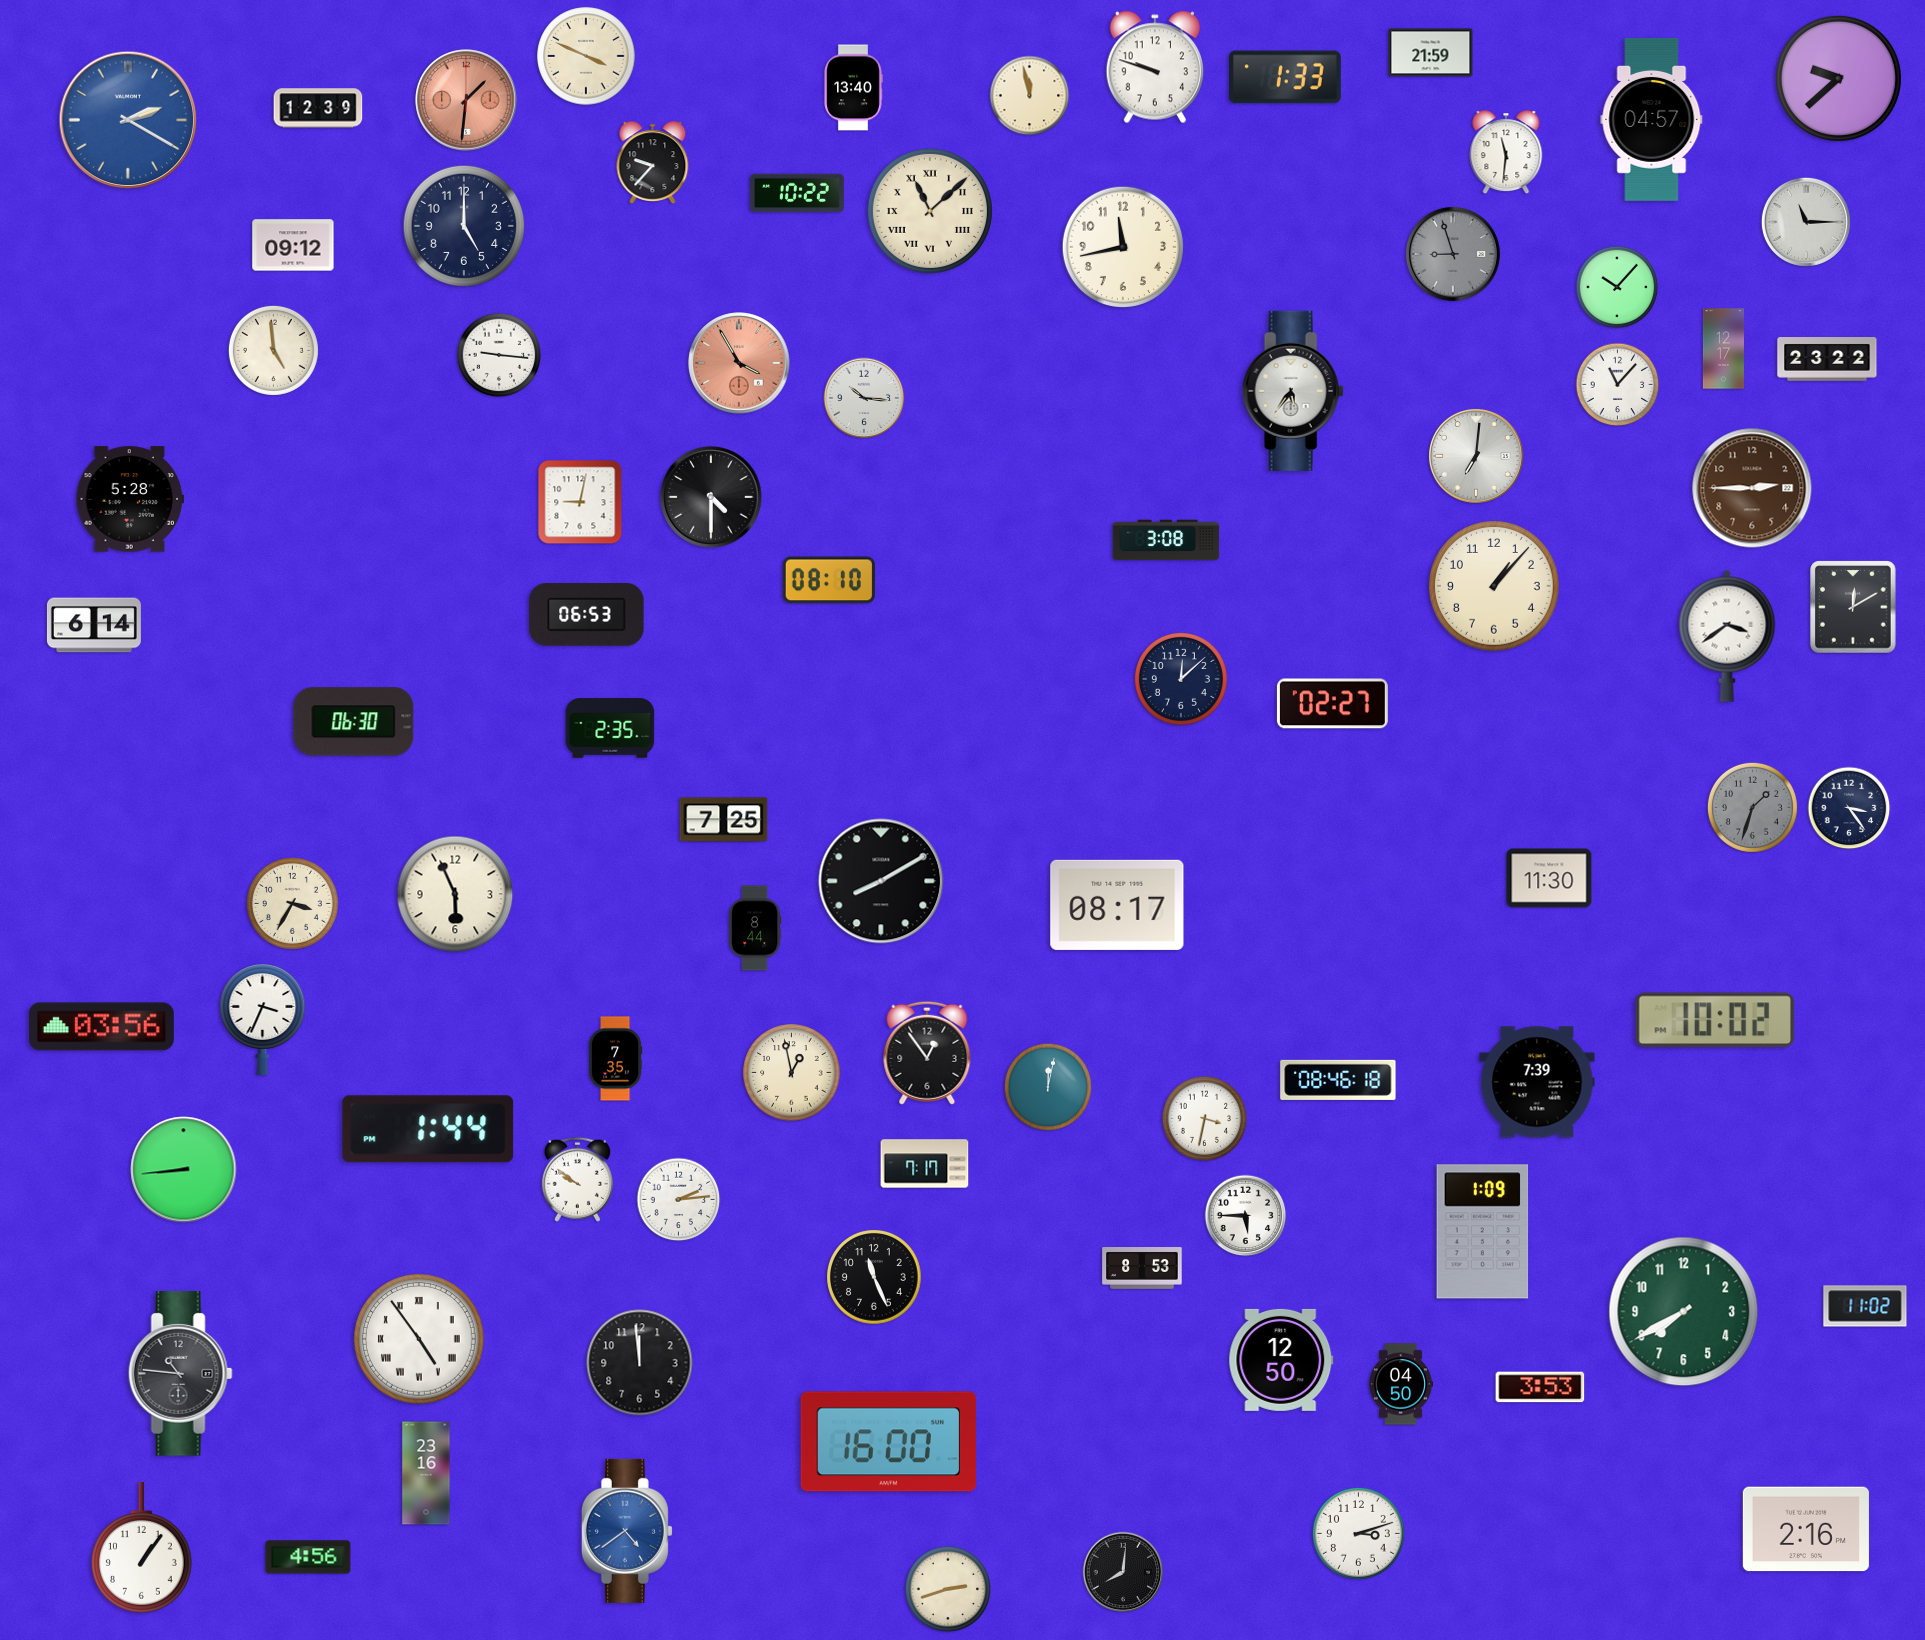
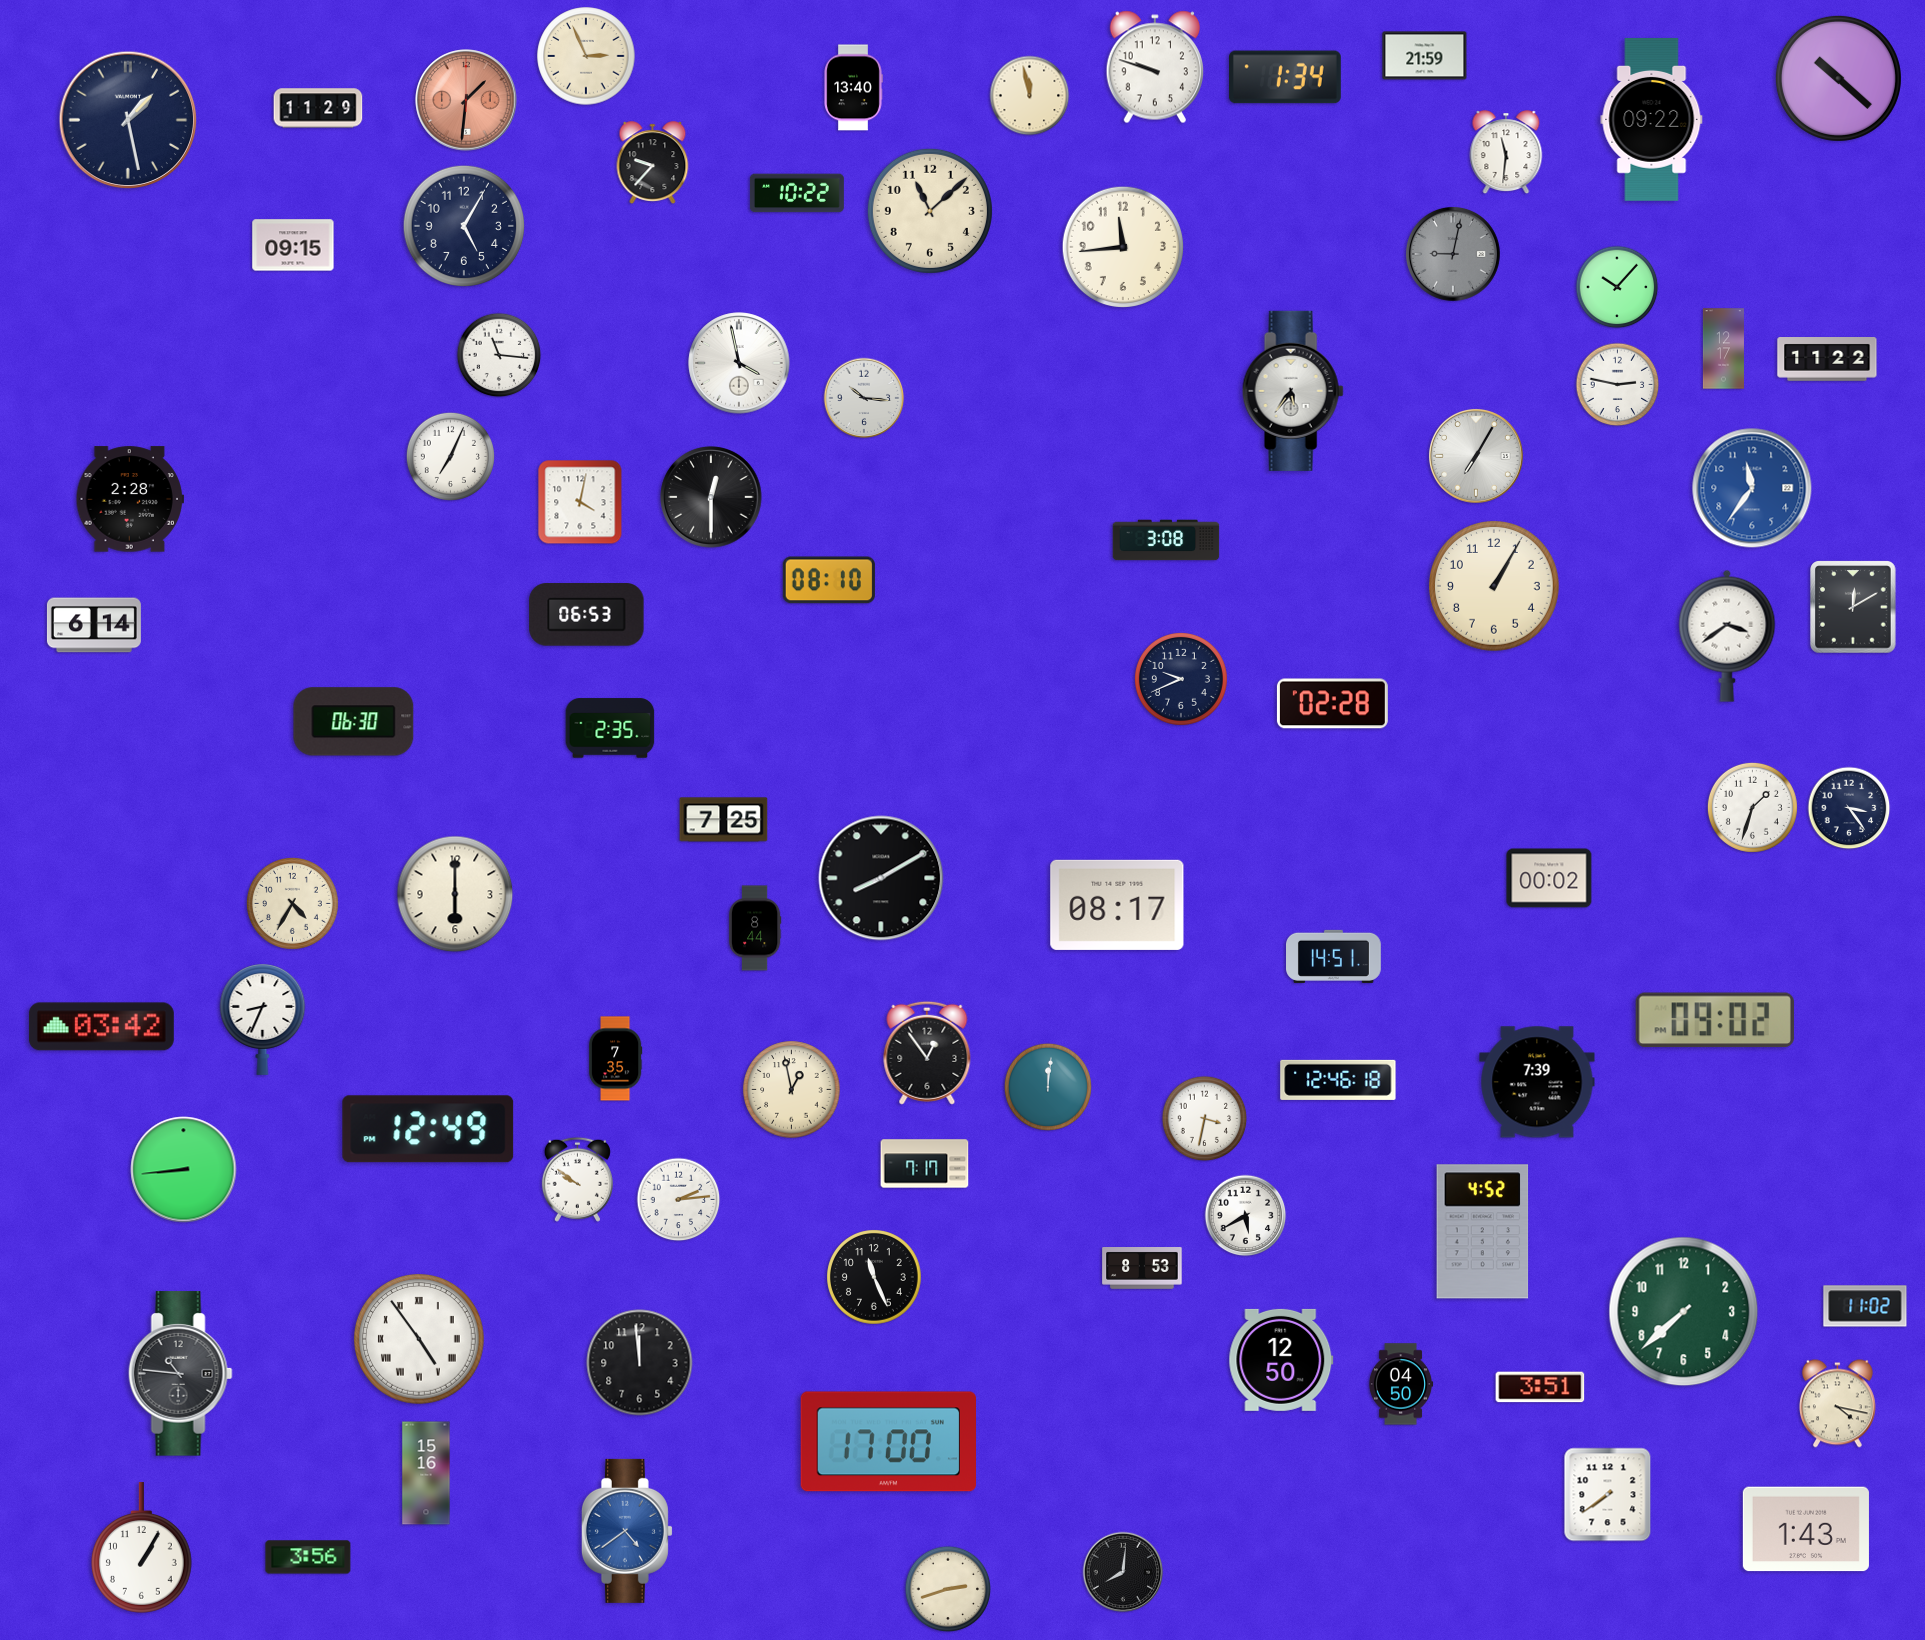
clock at (1431, 53) position: (1431, 53) -> (1425, 56)
clock at (586, 56): 3:49 -> 2:56
clock at (1285, 77): 1:33 -> 1:34
clock at (1838, 78): 9:38 -> 10:22
clock at (318, 108): 12:39 -> 11:29
clock at (1652, 119): 04:57 -> 09:22
clock at (128, 120): 2:20 -> 1:28
clock at (128, 120) dial: blue -> navy
clock at (930, 211) numerals: Roman -> Arabic
clock at (1806, 222): 11:15 -> none
clock at (463, 225): 5:00 -> 5:05
clock at (293, 245): 09:12 -> 09:15
clock at (1122, 246): 11:43 -> 11:44
clock at (1453, 254): 8:57 -> 9:02
clock at (273, 350): 4:59 -> none
clock at (499, 355): 9:16 -> 11:16
clock at (1827, 360): 23:22 -> 11:22
clock at (739, 363): 3:55 -> 3:58
clock at (739, 363) dial: salmon -> white
clock at (1618, 385): 11:07 -> 2:47
clock at (450, 456): none -> 7:04
clock at (1476, 456): 7:01 -> 7:05
clock at (1752, 488): 2:45 -> 11:36
clock at (1752, 488) dial: brown -> blue
clock at (711, 497): 4:30 -> 12:30
clock at (129, 499): 5:28 -> 2:28
clock at (580, 502): 9:02 -> 4:02
clock at (1494, 586): 1:07 -> 1:05
clock at (1181, 679): 12:08 -> 9:41
clock at (1332, 704): 02:27 -> 02:28
clock at (1752, 807) dial: grey -> white
clock at (1549, 878): 11:30 -> 00:02
clock at (881, 881) position: (881, 881) -> (881, 878)
clock at (455, 894): 5:56 -> 6:00
clock at (292, 903): 3:35 -> 4:35
clock at (1334, 956): none -> 14:51
clock at (263, 1019): 3:34 -> 8:34
clock at (1715, 1020): 10:02 -> 09:02
clock at (101, 1027): 03:56 -> 03:42
clock at (792, 1073) position: (792, 1073) -> (792, 1090)
clock at (1338, 1080): 08:46 -> 12:46
clock at (1048, 1087): 12:02 -> 12:01
clock at (428, 1129): 1:44 -> 12:49
clock at (1246, 1216): 5:45 -> 5:40
clock at (1483, 1232): 1:09 -> 4:52
clock at (1684, 1312): 7:40 -> 7:38
clock at (1540, 1387): 3:53 -> 3:51
clock at (1837, 1404): none -> 4:17
clock at (888, 1442): 16:00 -> 17:00
clock at (426, 1473): 23:16 -> 15:16
clock at (1608, 1495): none -> 7:39
clock at (1806, 1529): 2:16 -> 1:43
clock at (1358, 1533): 3:12 -> none
clock at (141, 1548): 1:06 -> 1:05
clock at (308, 1557): 4:56 -> 3:56
